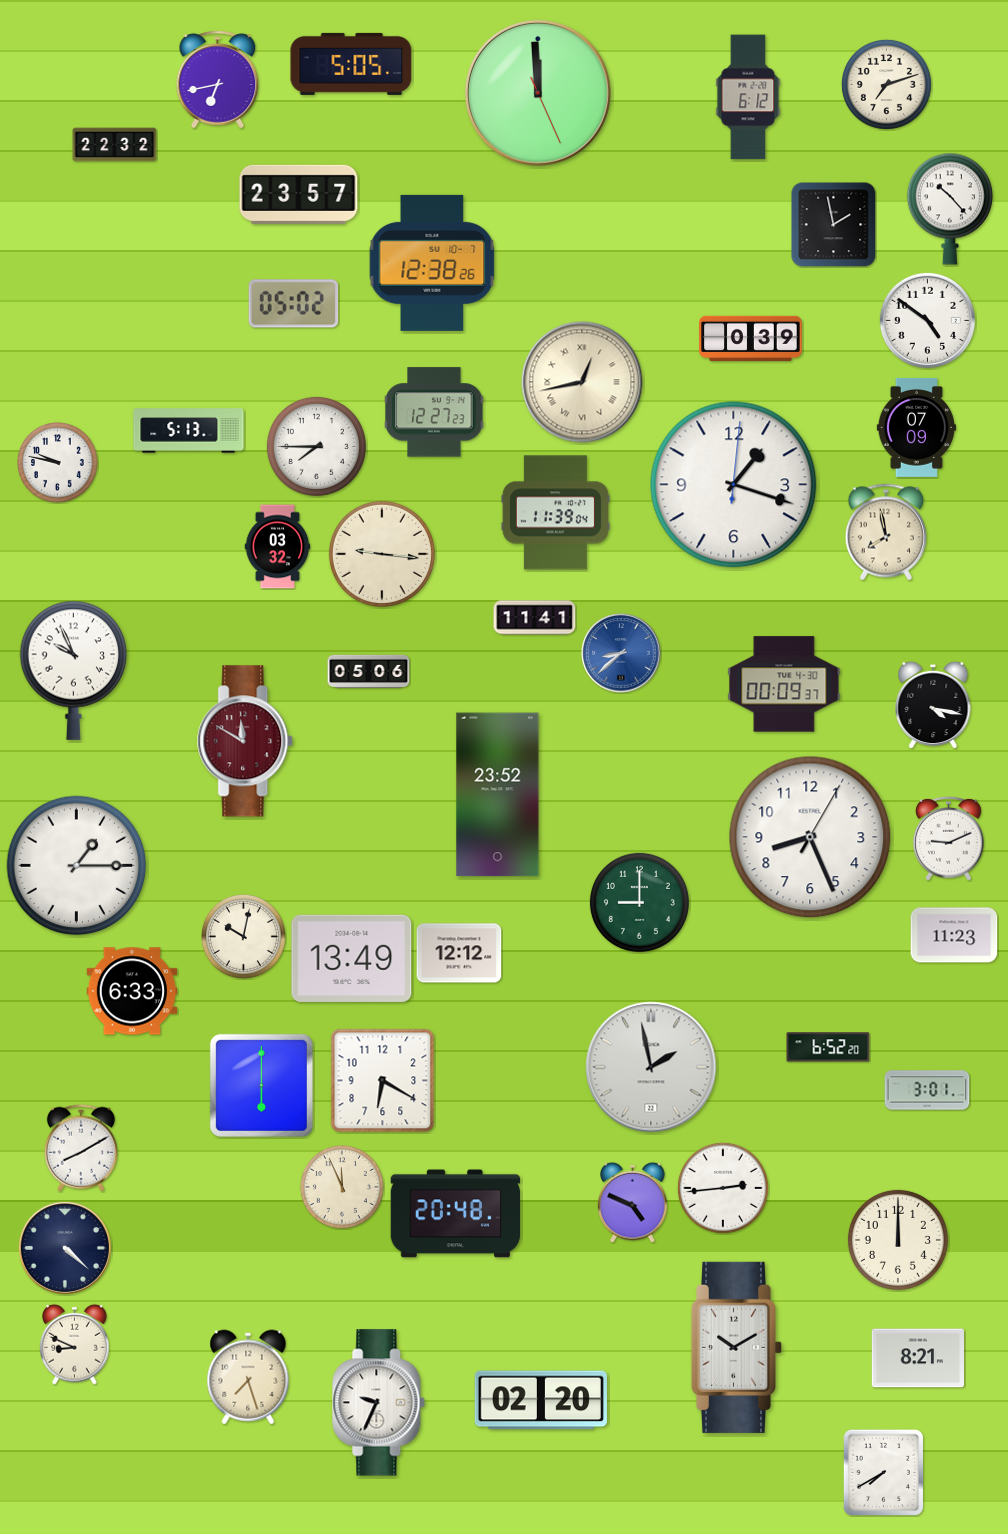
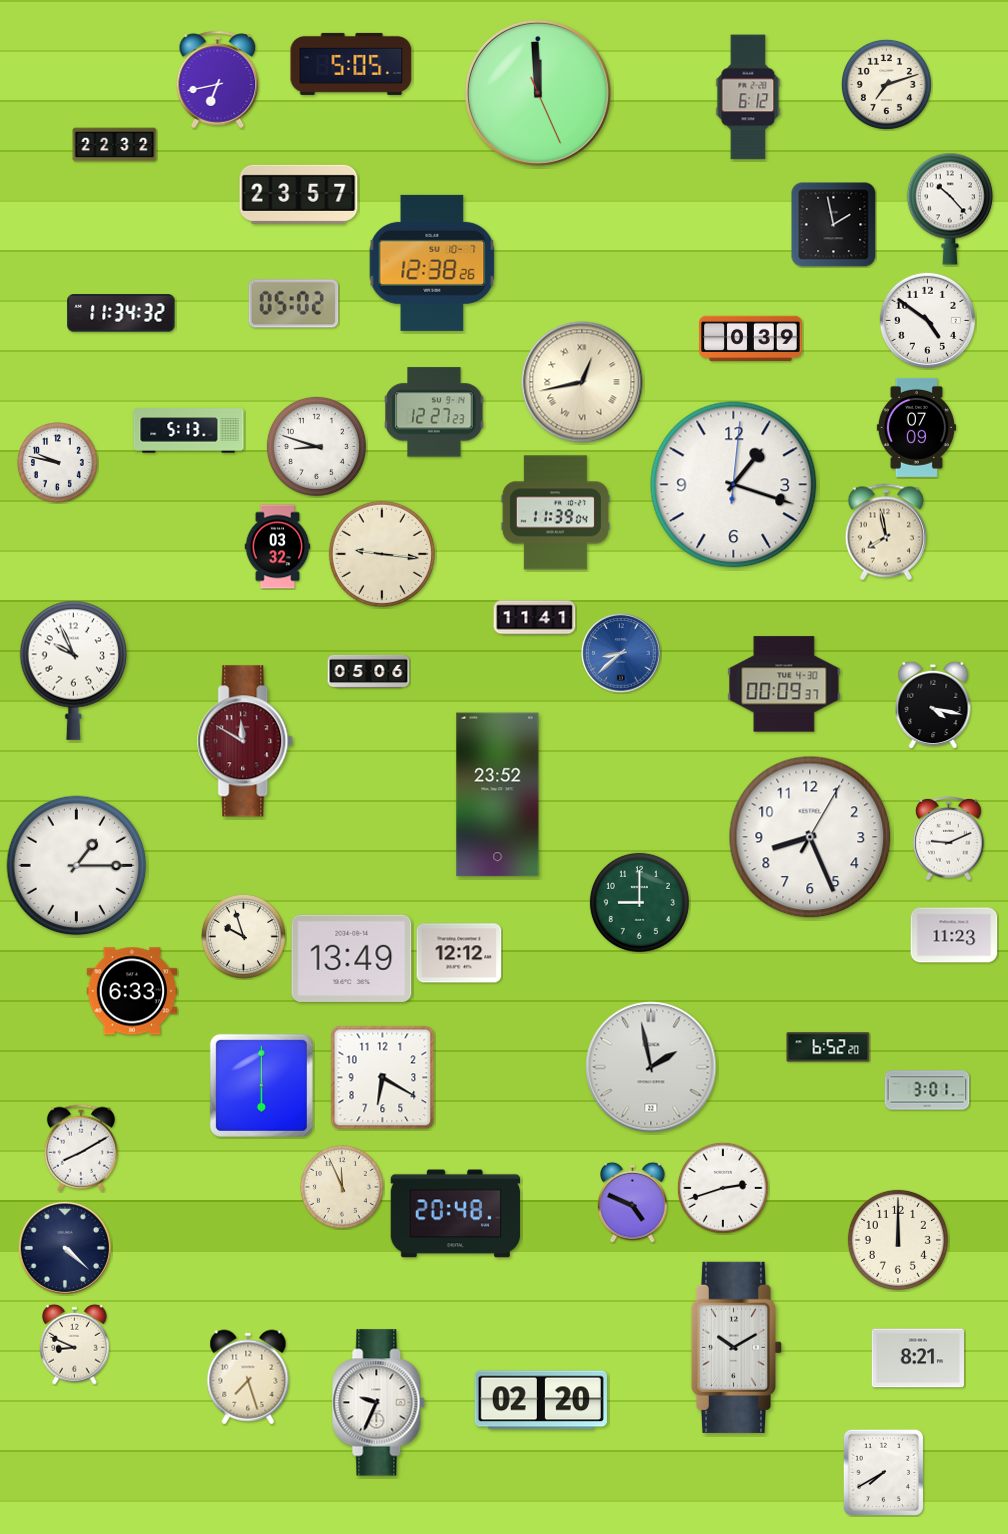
clock at (121, 313): none -> 11:34
clock at (316, 446): 7:45 -> 8:48
clock at (243, 936): 10:02 -> 9:57
clock at (383, 1081) position: (383, 1081) -> (383, 1078)
clock at (723, 1188): 2:44 -> 2:42
